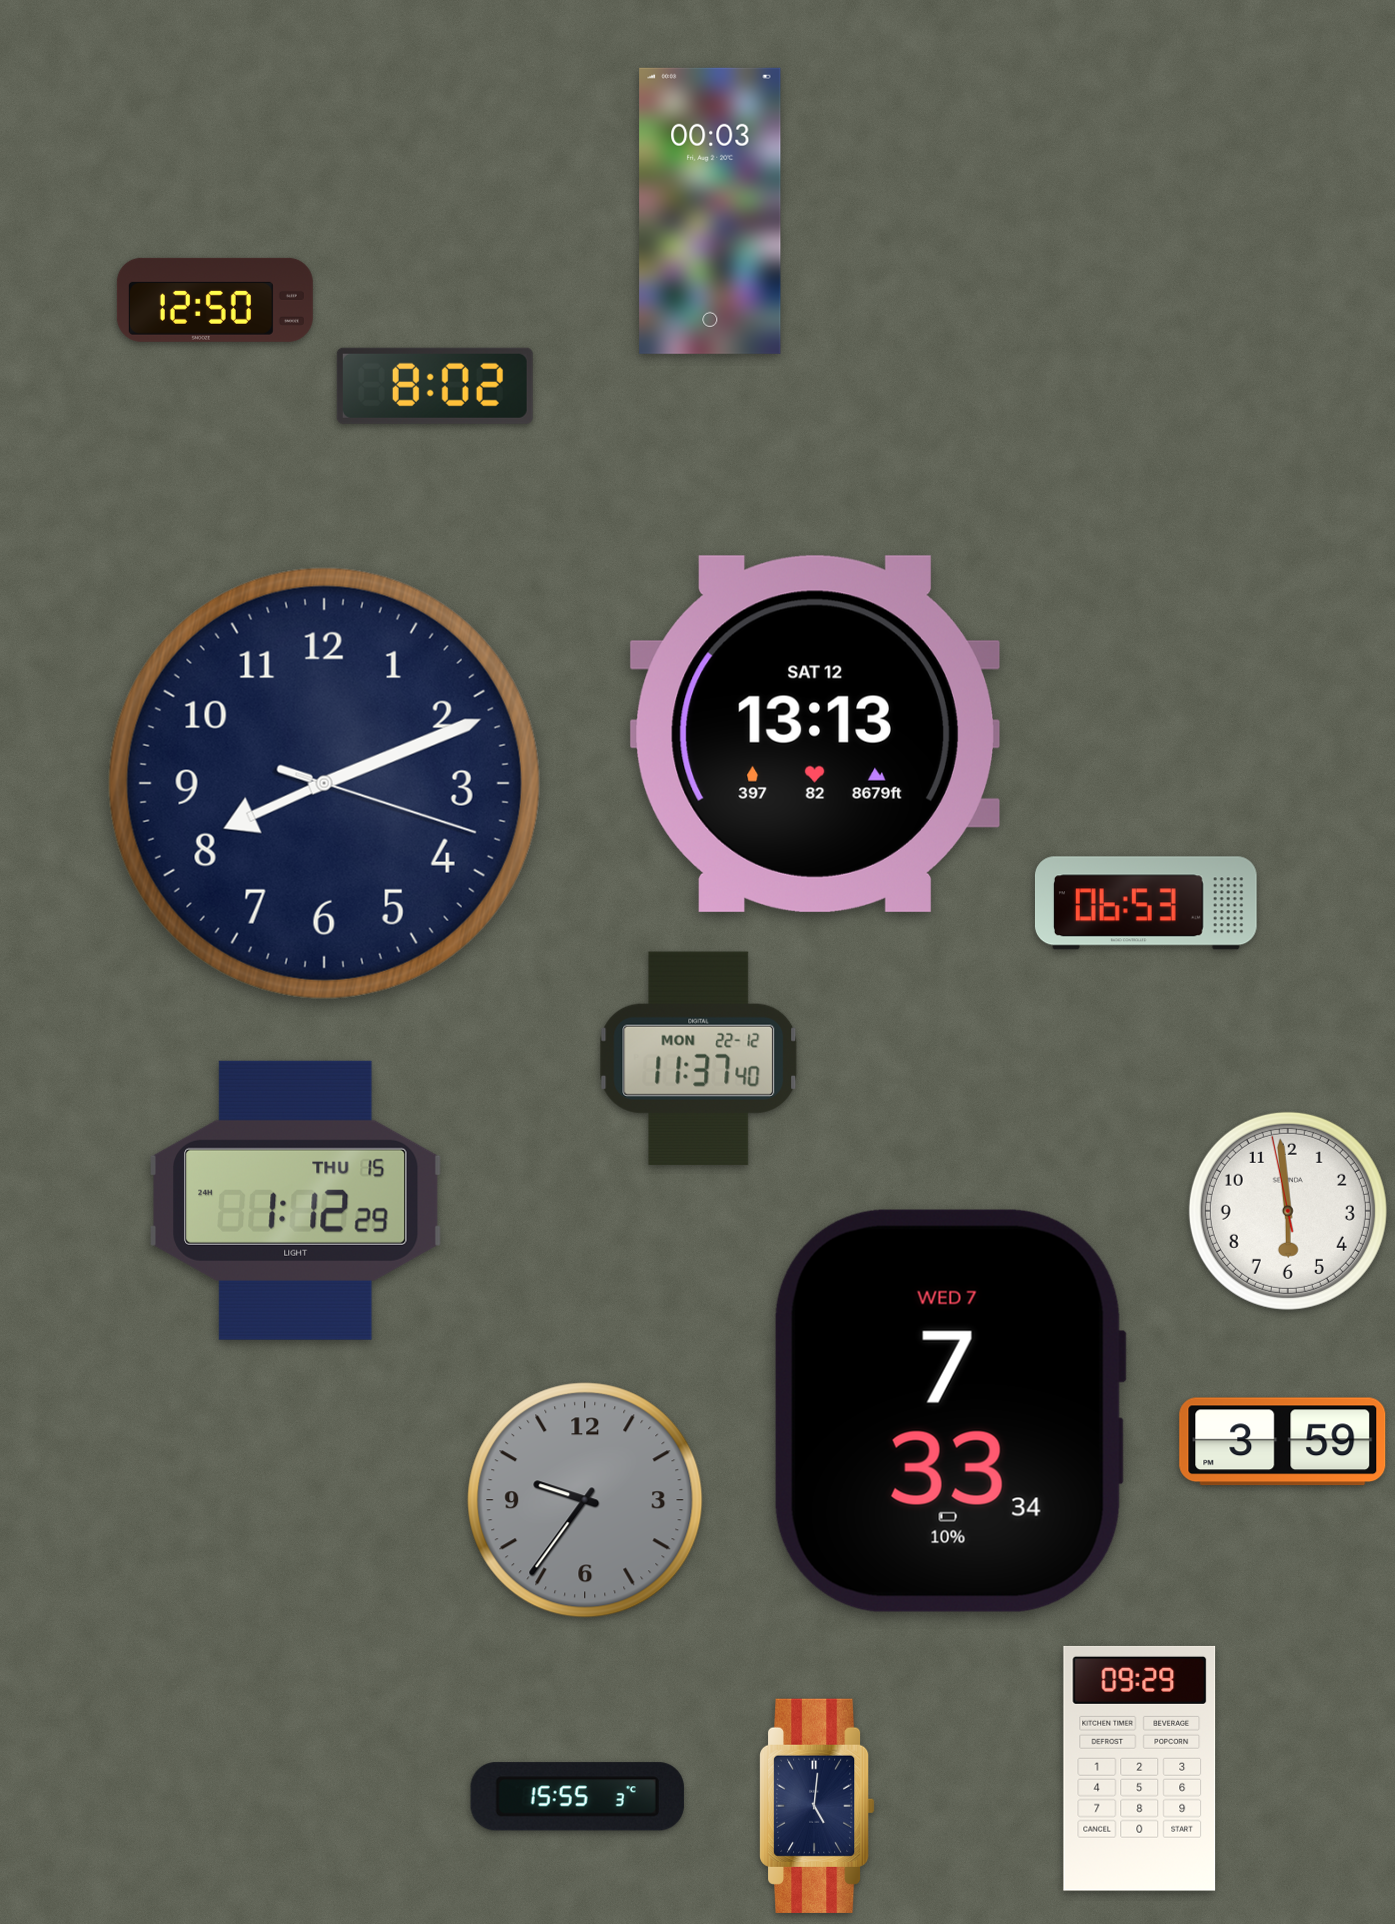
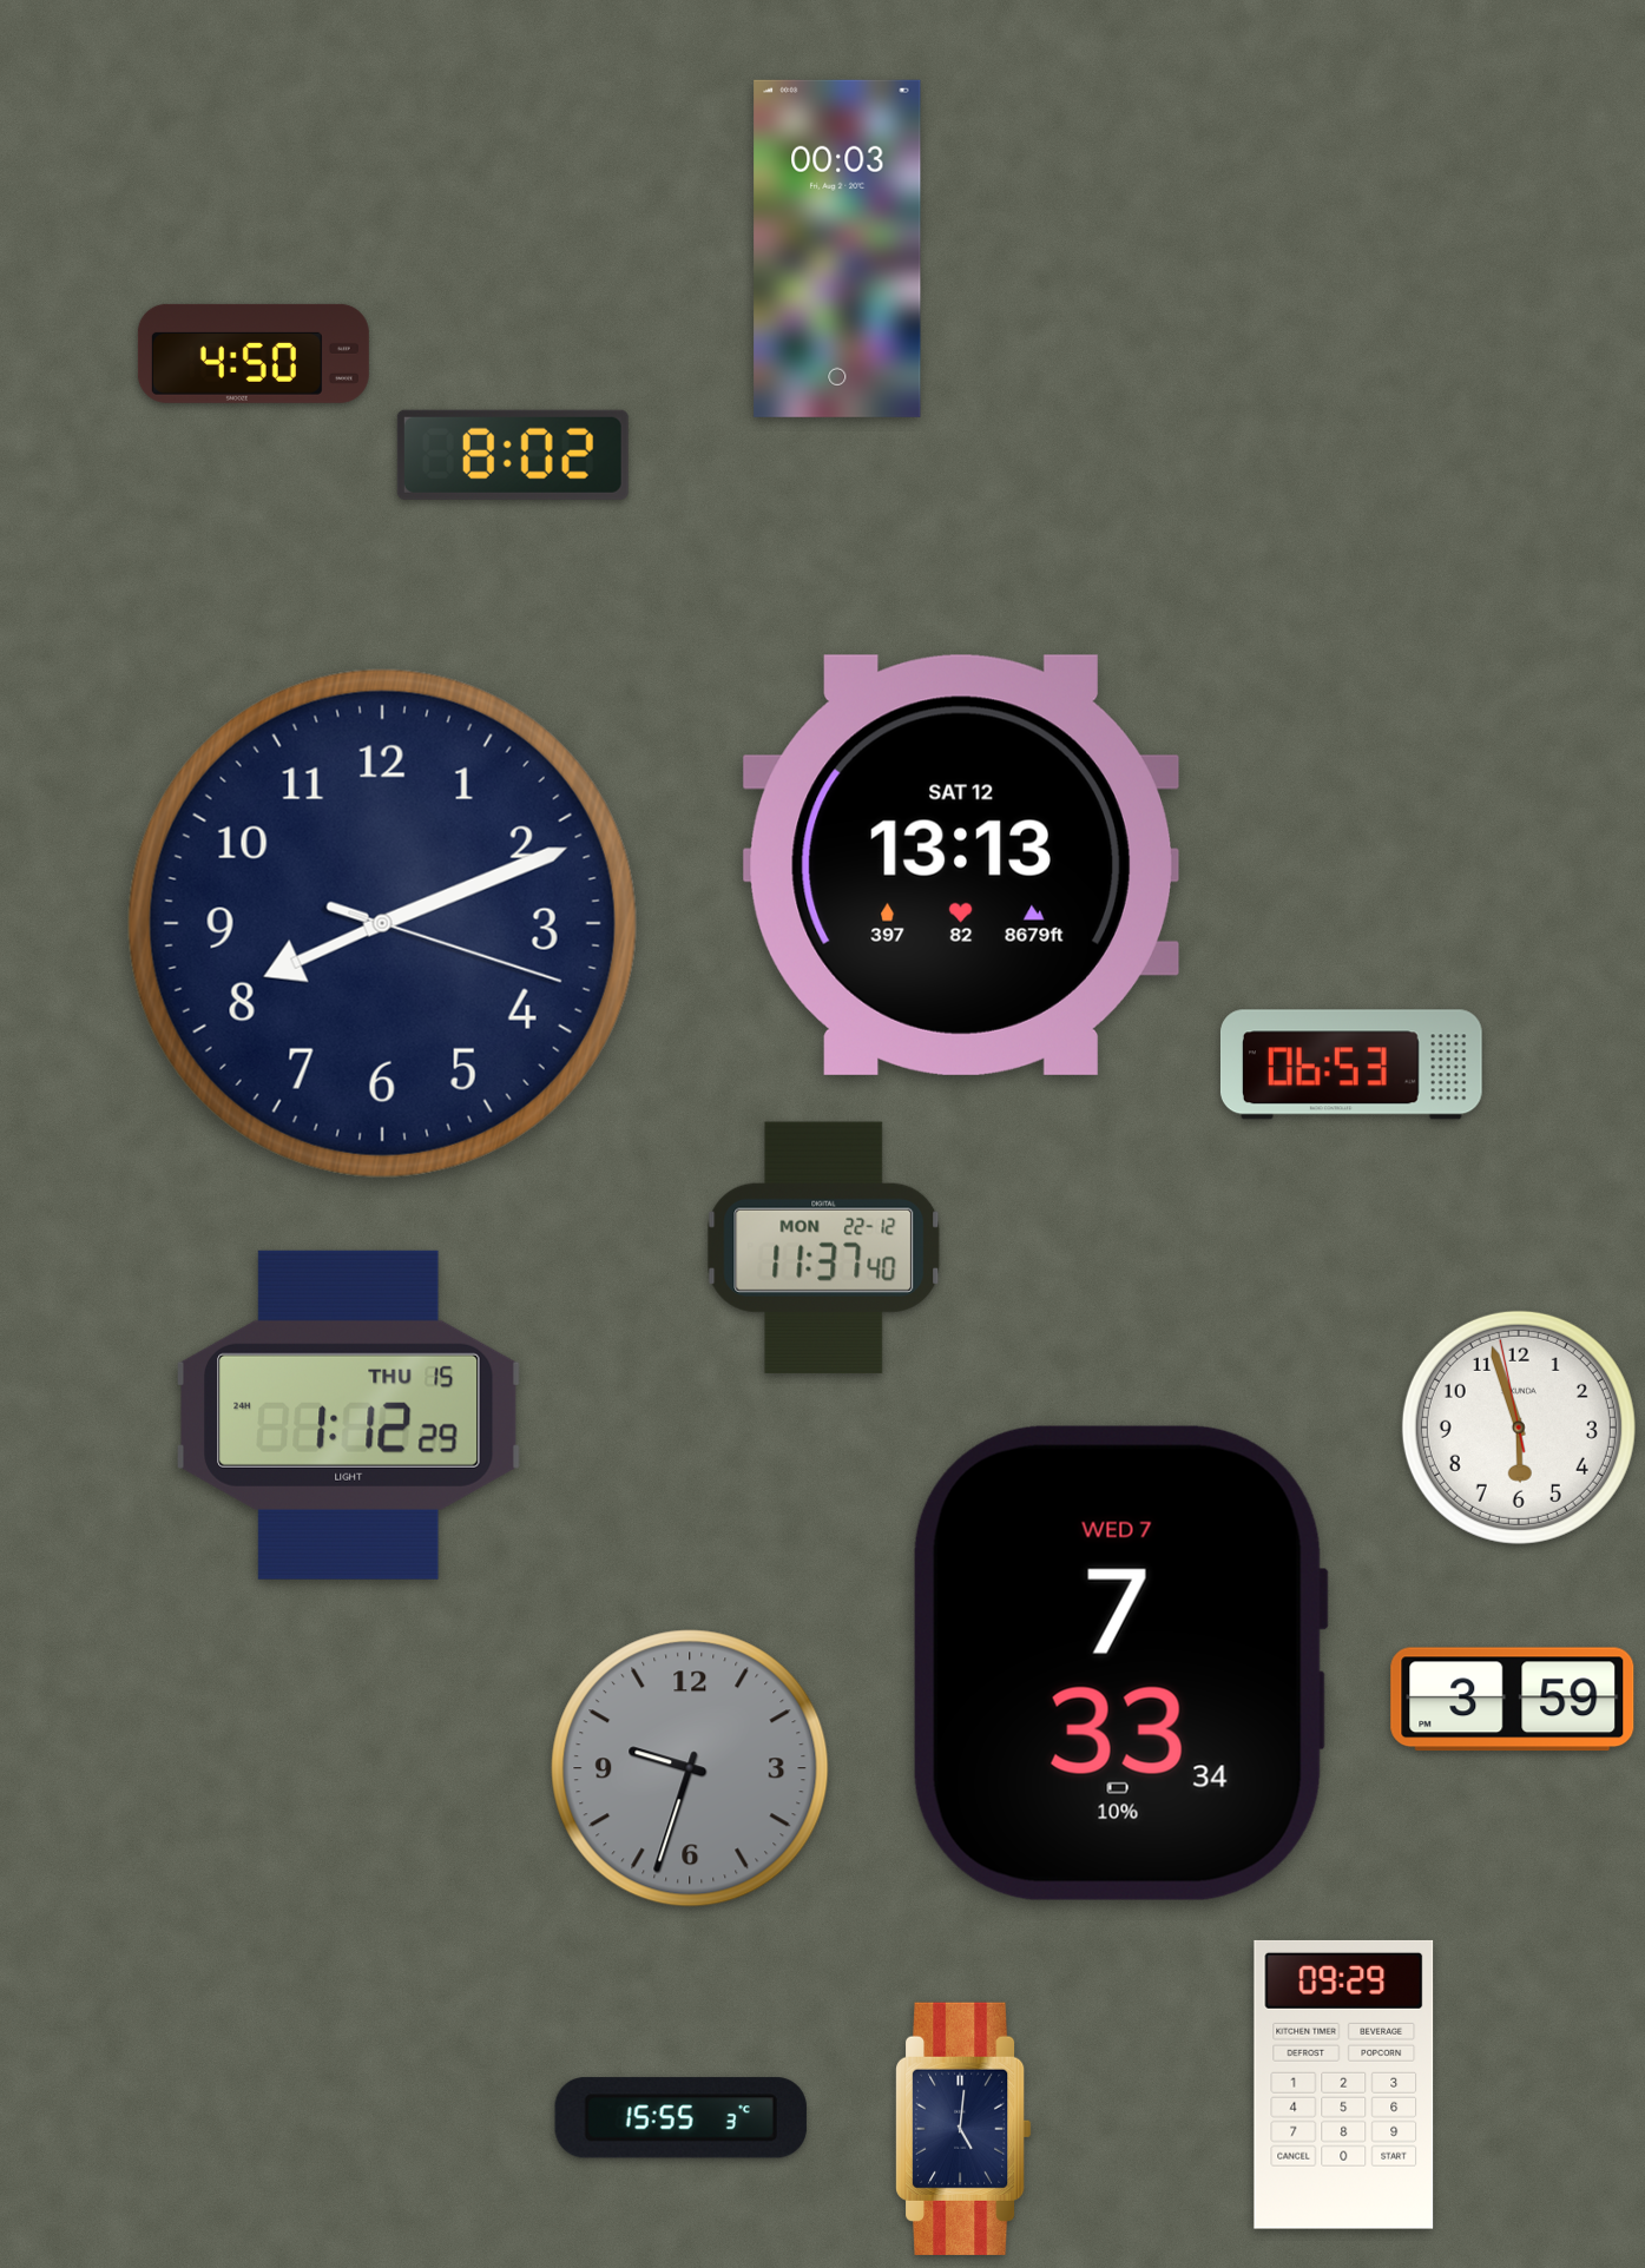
clock at (215, 300): 12:50 -> 4:50
clock at (1288, 1211): 5:58 -> 5:56
clock at (585, 1500): 9:36 -> 9:33
